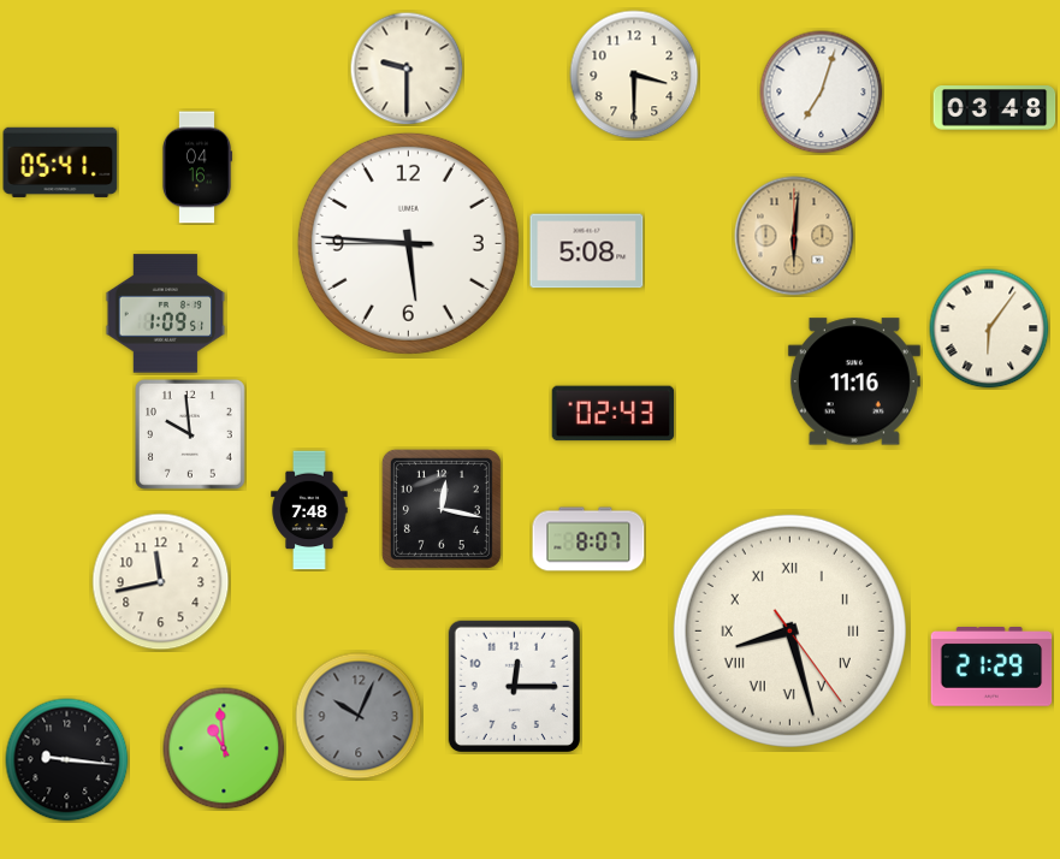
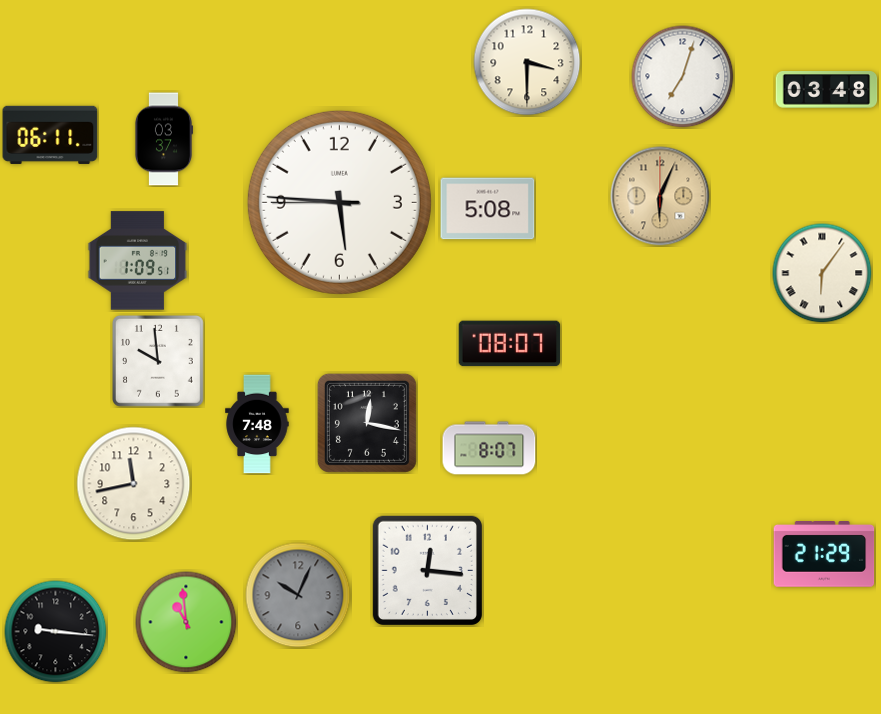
clock at (407, 69): 9:30 -> none
clock at (60, 162): 05:41 -> 06:11
clock at (196, 167): 04:16 -> 03:37
clock at (794, 236): 6:01 -> 6:04
clock at (854, 381): 11:16 -> none
clock at (614, 414): 02:43 -> 08:07
clock at (789, 630): 8:27 -> none
clock at (514, 686): 12:15 -> 12:16
